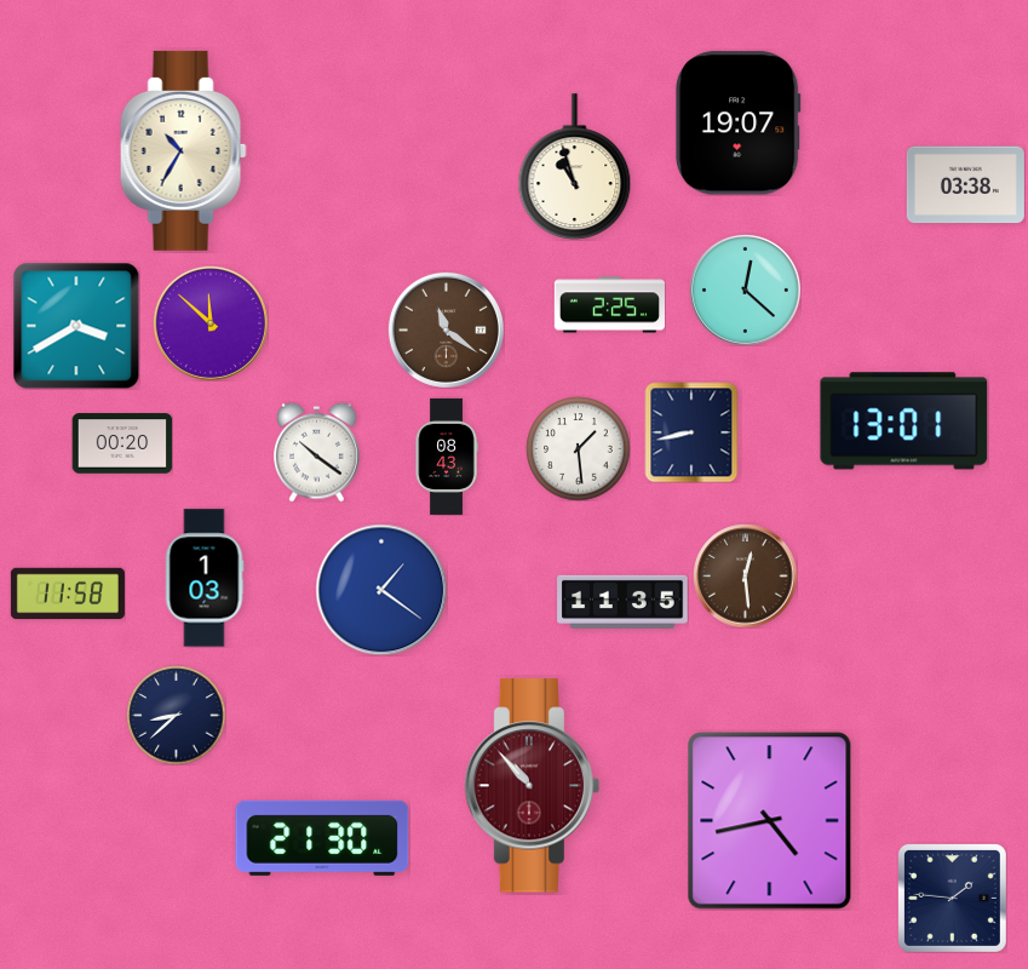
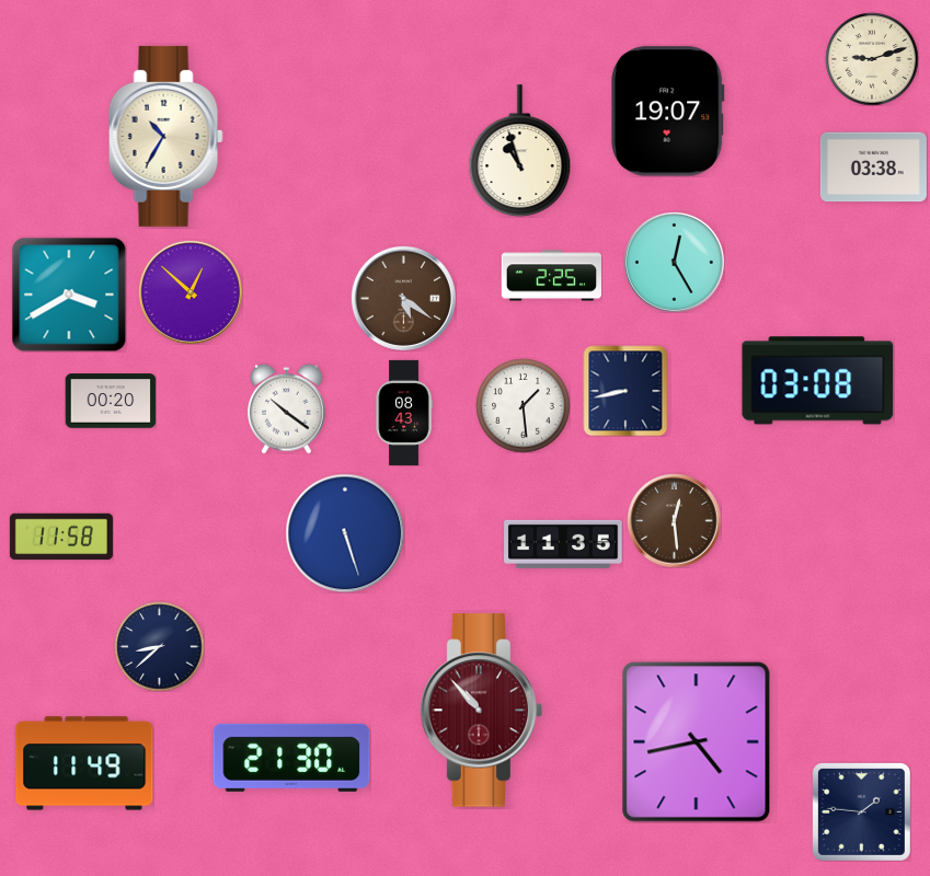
clock at (872, 59): none -> 9:12
clock at (745, 289): 12:22 -> 12:25
clock at (211, 323): 11:52 -> 12:52
clock at (446, 329): 11:21 -> 5:21
clock at (904, 422): 13:01 -> 03:08
clock at (205, 578): 1:03 -> none
clock at (381, 590): 1:21 -> 5:27
clock at (84, 763): none -> 11:49
